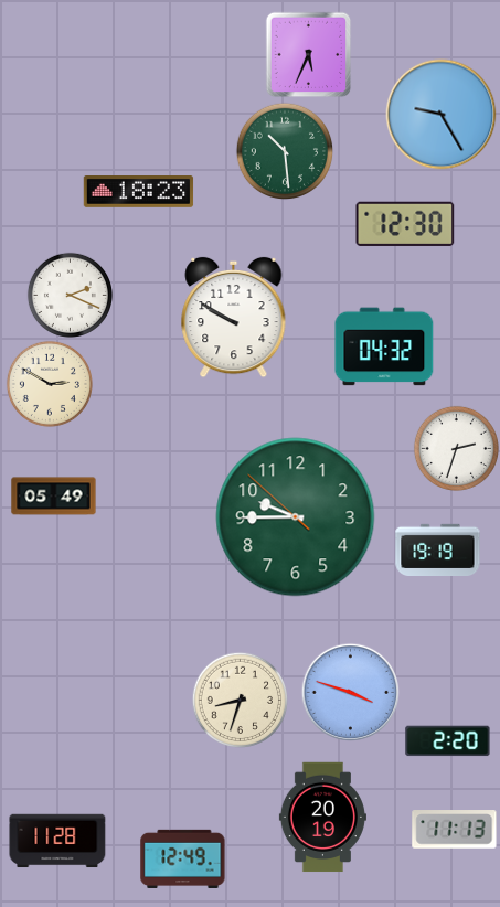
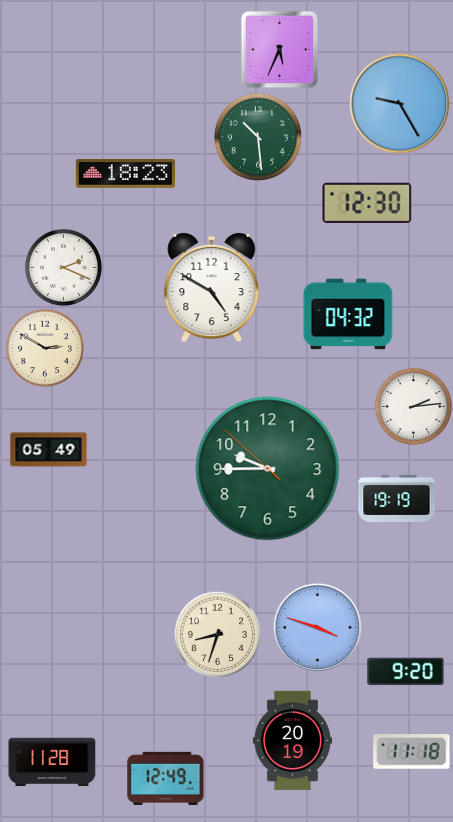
clock at (234, 318): 9:50 -> 4:50
clock at (456, 448): 2:33 -> 2:14
clock at (448, 741): 2:20 -> 9:20
clock at (455, 830): 11:13 -> 11:18
